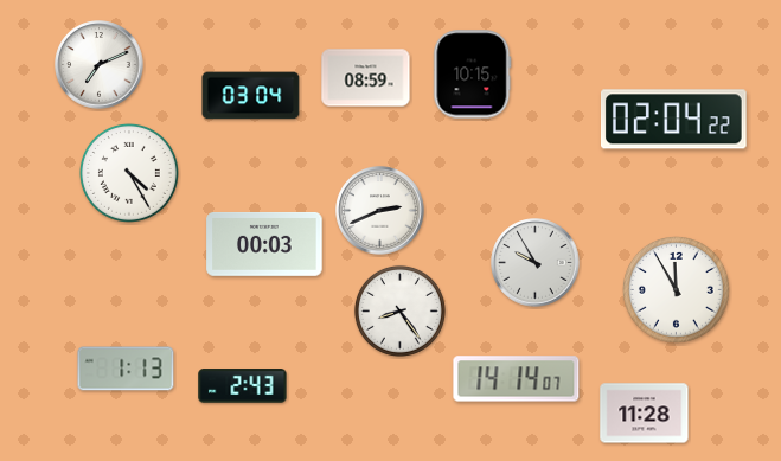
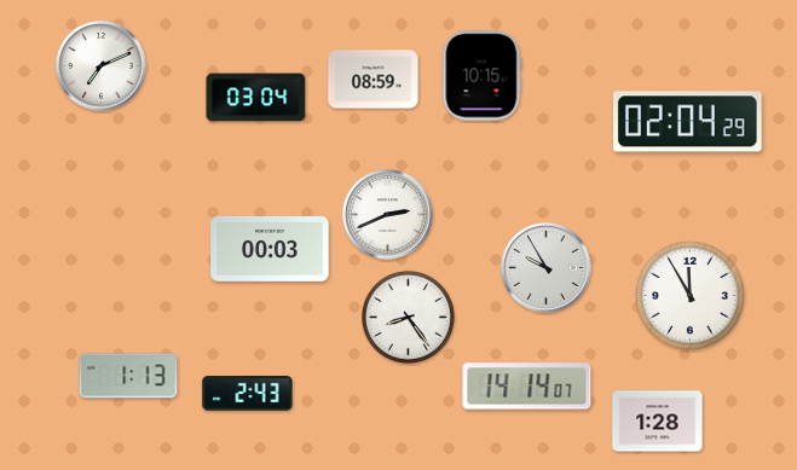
clock at (674, 120): 02:04:22 -> 02:04:29
clock at (129, 173): 4:25 -> none
clock at (645, 414): 11:28 -> 1:28
